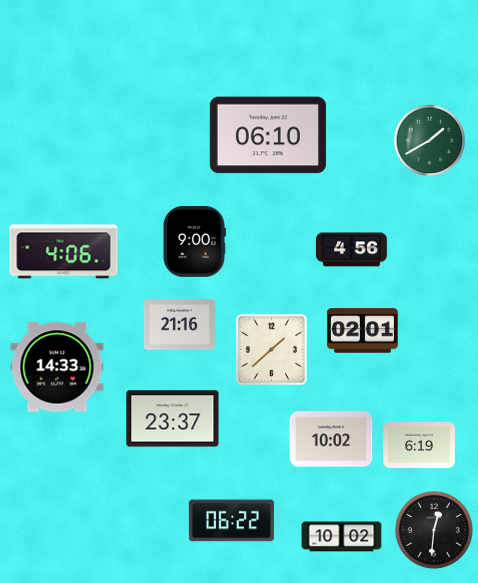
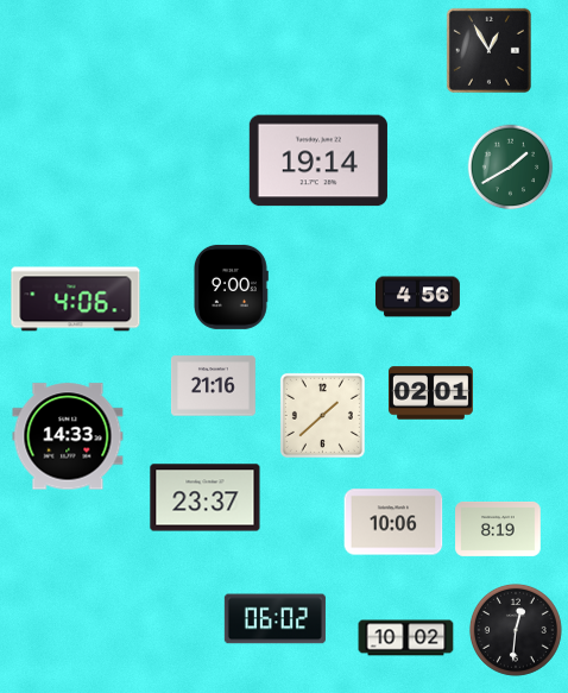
clock at (488, 50): none -> 12:55
clock at (268, 135): 06:10 -> 19:14
clock at (331, 439): 10:02 -> 10:06
clock at (419, 445): 6:19 -> 8:19
clock at (231, 521): 06:22 -> 06:02
